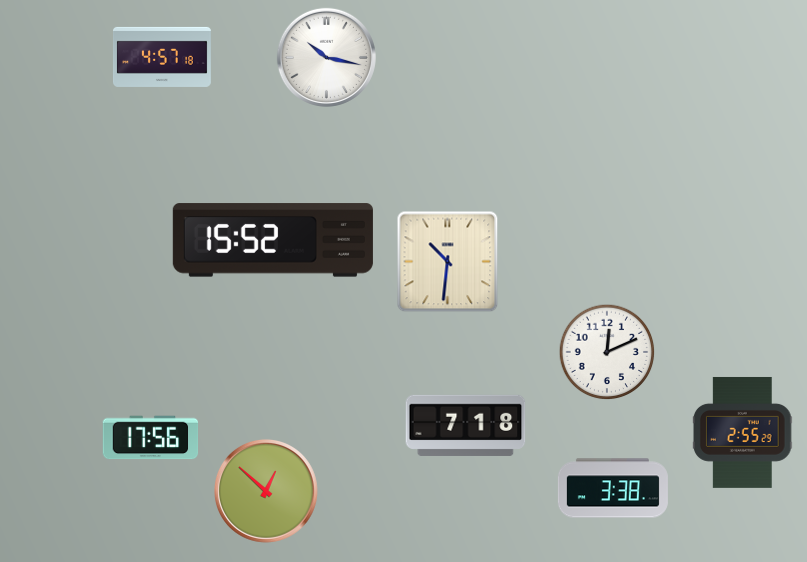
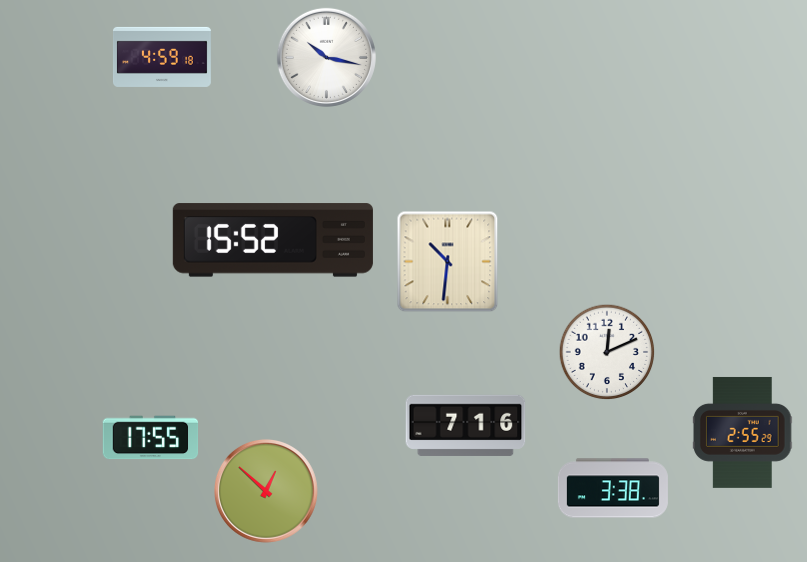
clock at (162, 57): 4:57 -> 4:59
clock at (466, 425): 7:18 -> 7:16
clock at (151, 438): 17:56 -> 17:55
